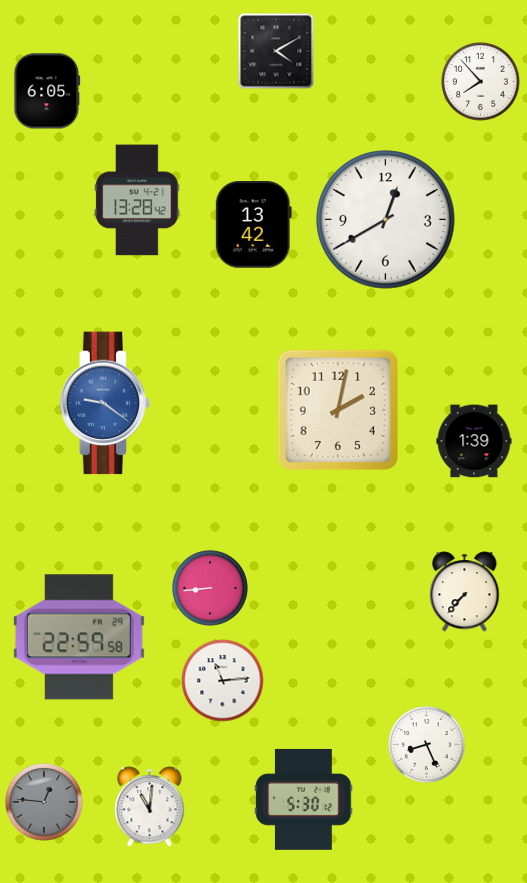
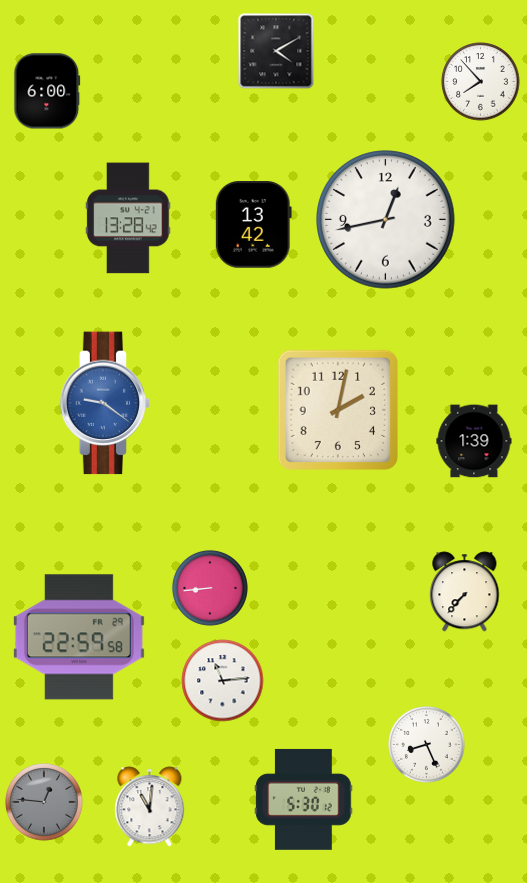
clock at (47, 91): 6:05 -> 6:00
clock at (137, 200) position: (137, 200) -> (128, 218)
clock at (386, 220): 12:40 -> 12:43
